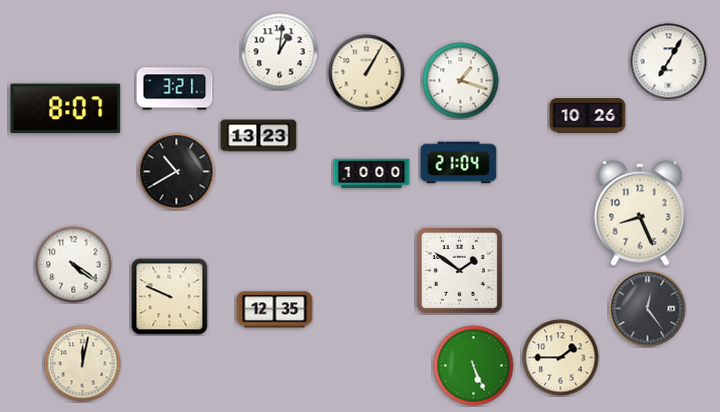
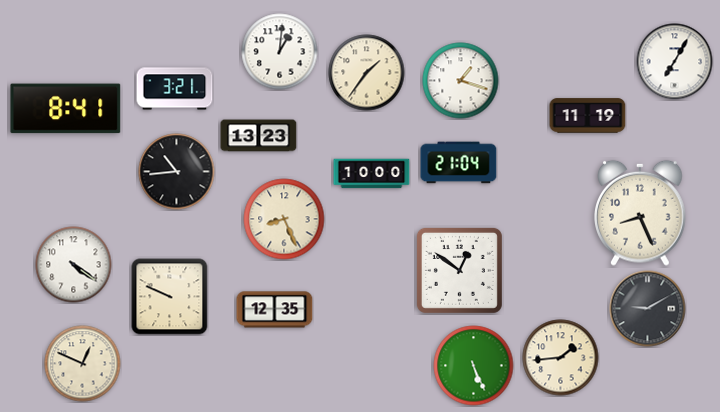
clock at (669, 62) position: (669, 62) -> (675, 62)
clock at (367, 73): 1:05 -> 1:36
clock at (66, 109): 8:07 -> 8:41
clock at (588, 116): 10:26 -> 11:19
clock at (177, 172): 10:40 -> 10:44
clock at (284, 219): none -> 8:26
clock at (459, 270): 1:51 -> 12:51
clock at (648, 309): 12:24 -> 9:10
clock at (561, 358): 1:45 -> 1:44
clock at (83, 364): 12:02 -> 12:49
